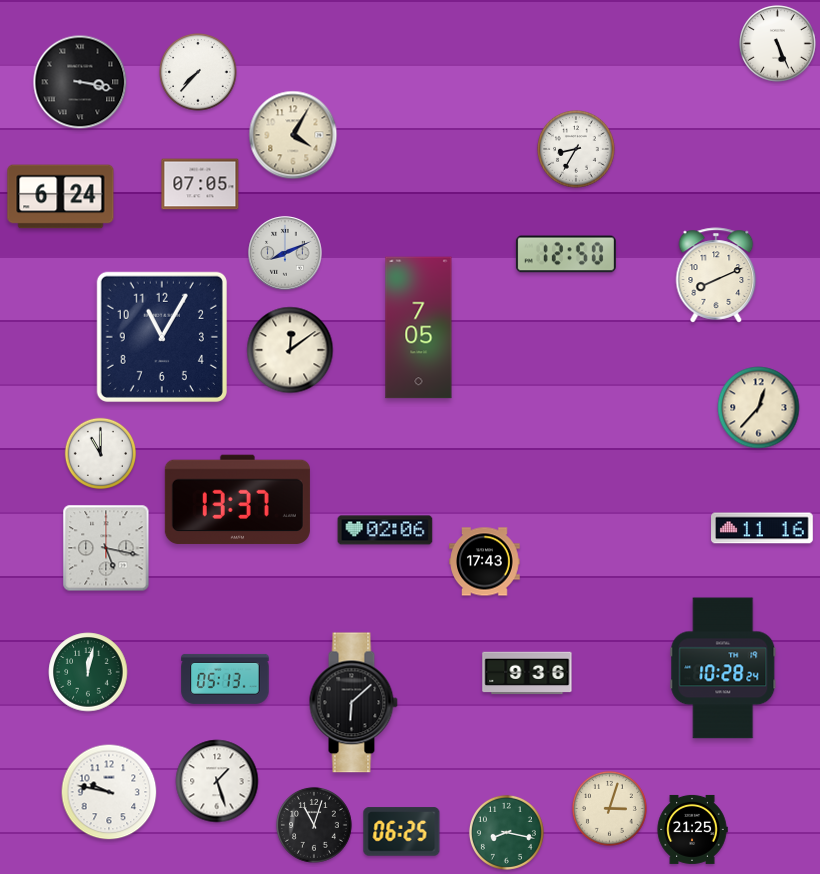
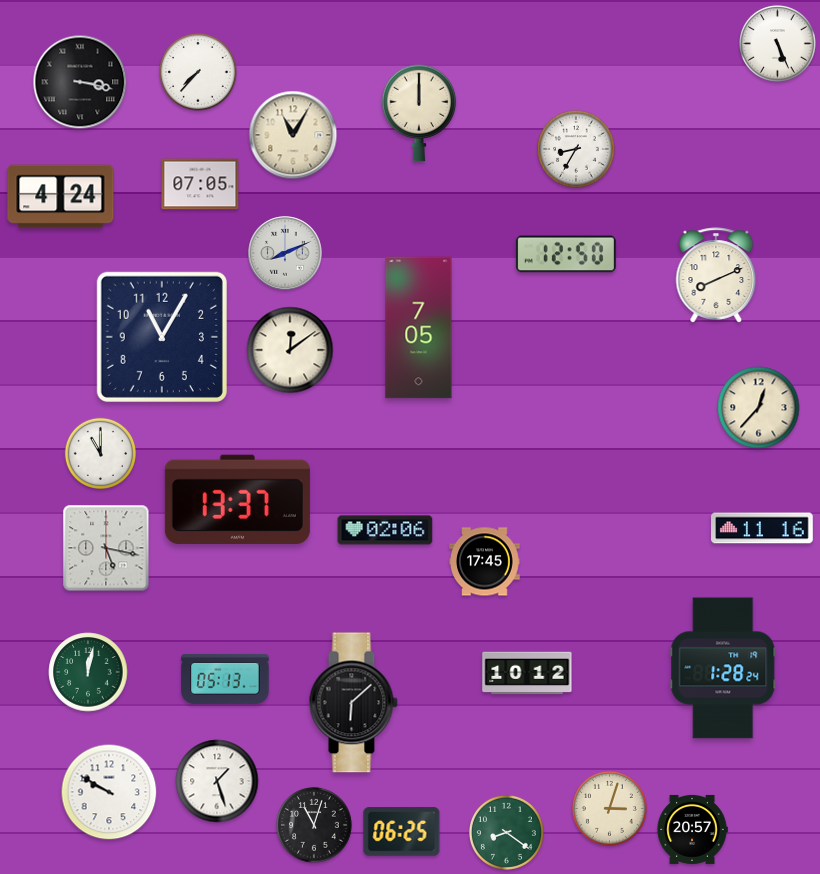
clock at (419, 113): none -> 12:00
clock at (293, 135): 4:05 -> 11:05
clock at (61, 197): 6:24 -> 4:24
clock at (485, 562): 17:43 -> 17:45
clock at (723, 668): 10:28 -> 1:28
clock at (527, 673): 9:36 -> 10:12
clock at (109, 792): 9:47 -> 9:50
clock at (692, 829): 21:25 -> 20:57
clock at (506, 832): 8:17 -> 8:21
